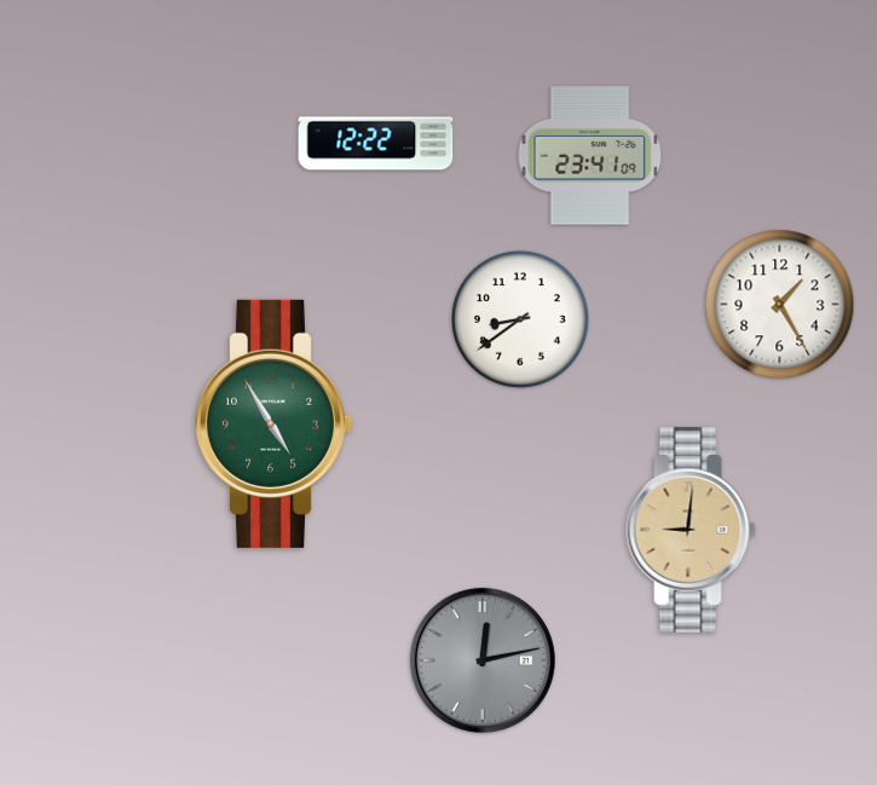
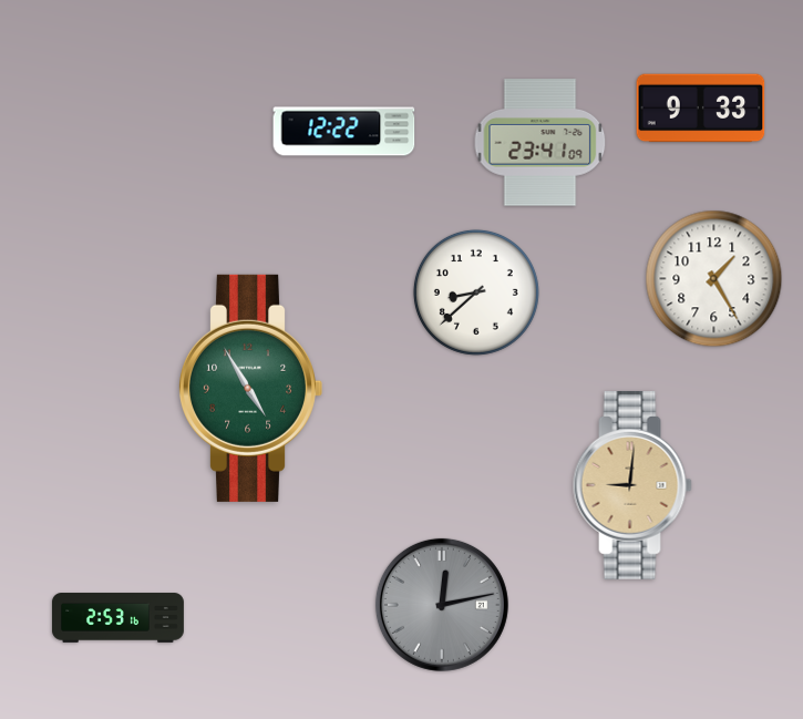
clock at (701, 109): none -> 9:33
clock at (520, 319): 8:39 -> 8:38
clock at (117, 618): none -> 2:53
